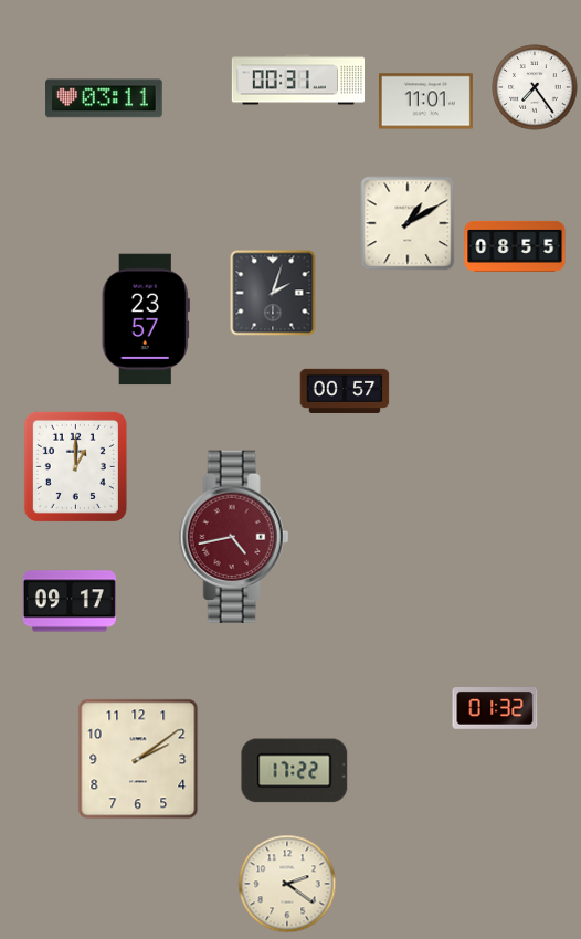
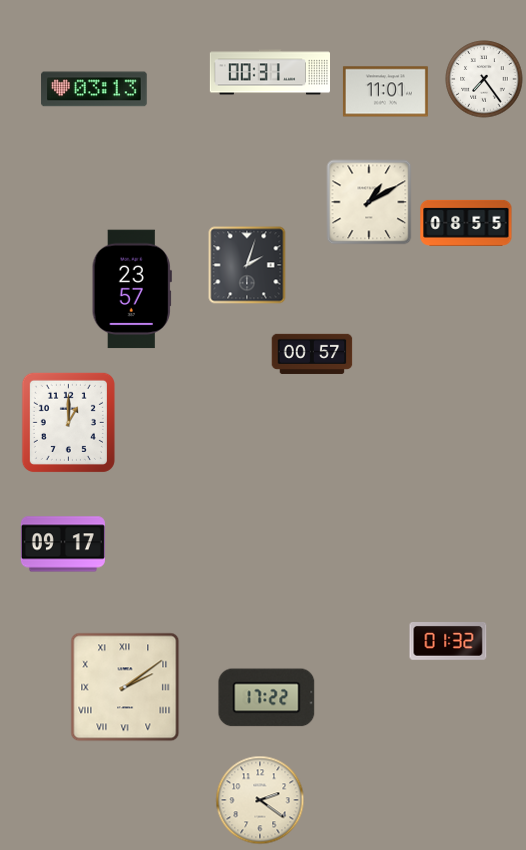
clock at (104, 98): 03:11 -> 03:13
clock at (234, 536): 4:43 -> none
clock at (138, 759) numerals: Arabic -> Roman
